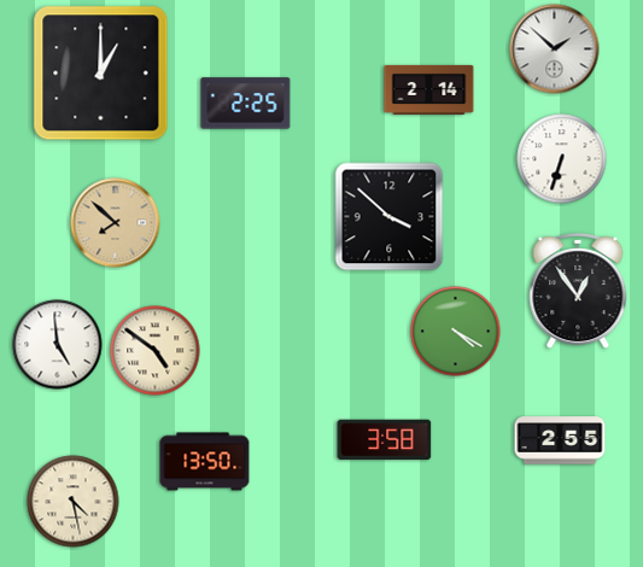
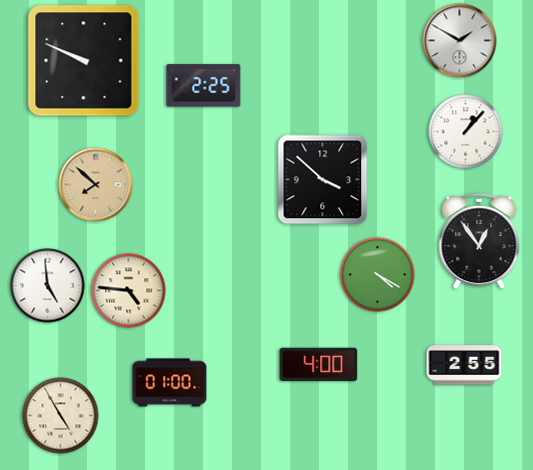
clock at (555, 49): 1:52 -> 1:50
clock at (101, 74): 1:00 -> 9:49
clock at (429, 89): 2:14 -> none
clock at (562, 159): 6:33 -> 1:07
clock at (156, 351): 4:51 -> 4:46
clock at (385, 440): 3:58 -> 4:00
clock at (205, 462): 13:50 -> 01:00
clock at (74, 502): 4:28 -> 4:55
